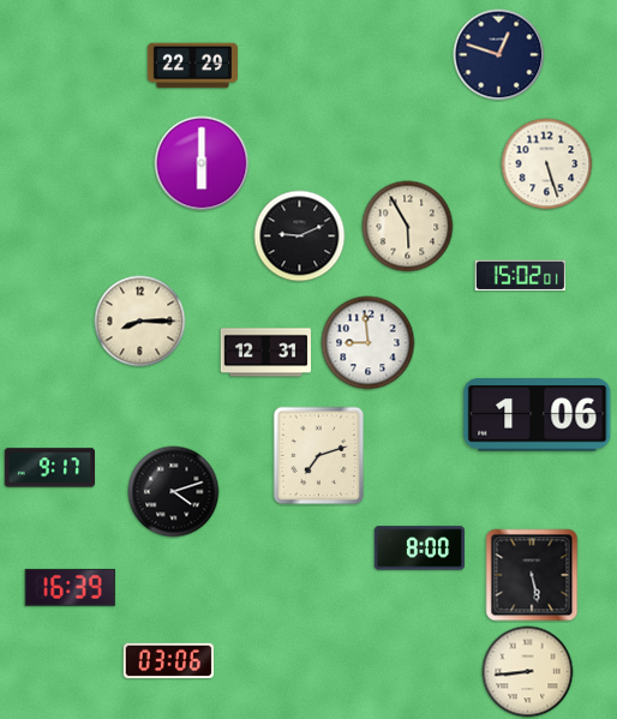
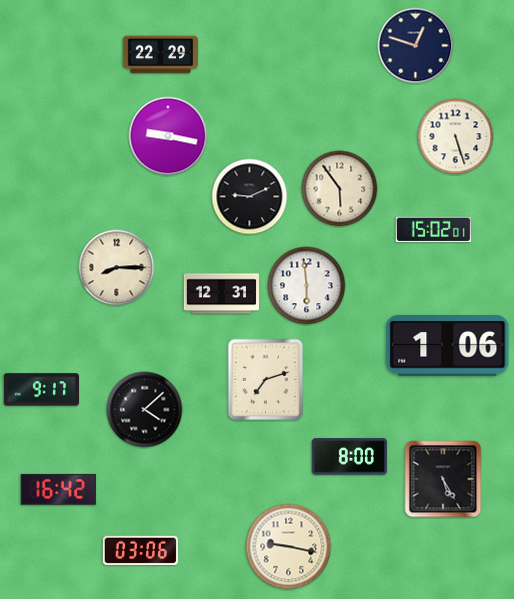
clock at (202, 163): 6:00 -> 9:17
clock at (408, 227): 5:55 -> 5:54
clock at (369, 343): 8:59 -> 5:59
clock at (174, 492): 4:12 -> 4:08
clock at (532, 575): 5:28 -> 5:25
clock at (70, 587): 16:39 -> 16:42
clock at (289, 547): none -> 9:17
clock at (528, 672): 8:44 -> none
